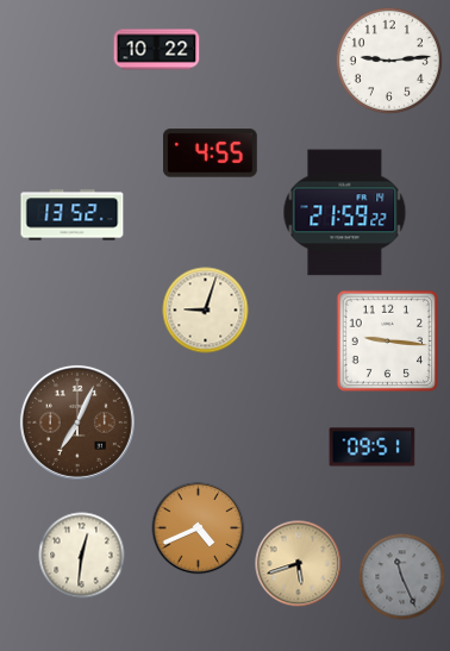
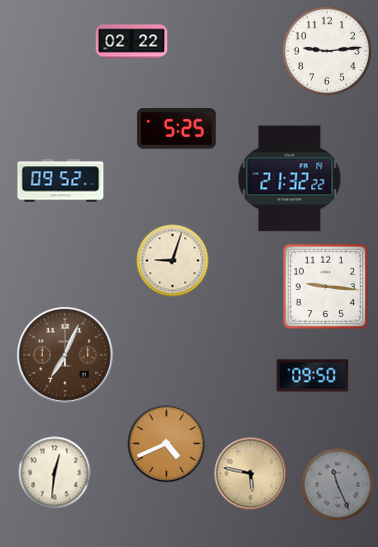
clock at (157, 50): 10:22 -> 02:22
clock at (211, 154): 4:55 -> 5:25
clock at (345, 213): 21:59 -> 21:32
clock at (73, 215): 13:52 -> 09:52
clock at (373, 447): 09:51 -> 09:50
clock at (82, 556) position: (82, 556) -> (55, 473)
clock at (299, 564): 5:42 -> 5:47
